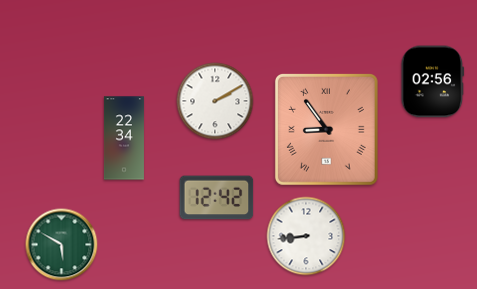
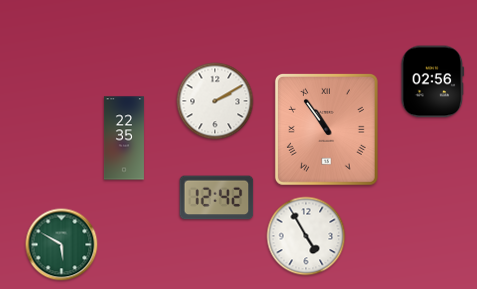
clock at (326, 129): 8:54 -> 10:54
clock at (124, 138): 22:34 -> 22:35
clock at (306, 236): 8:44 -> 4:55
